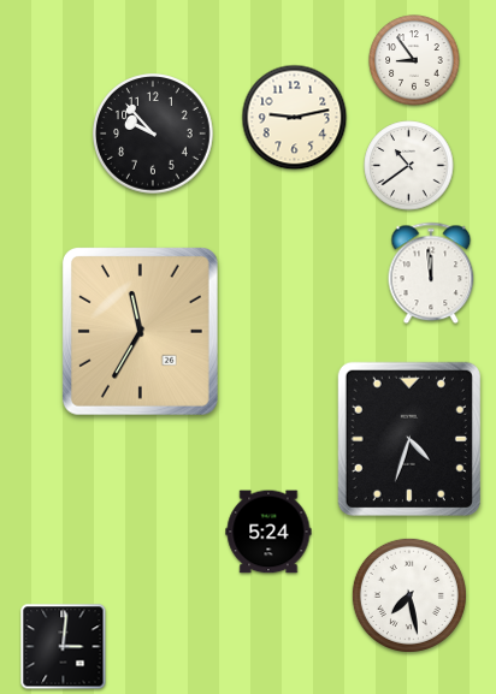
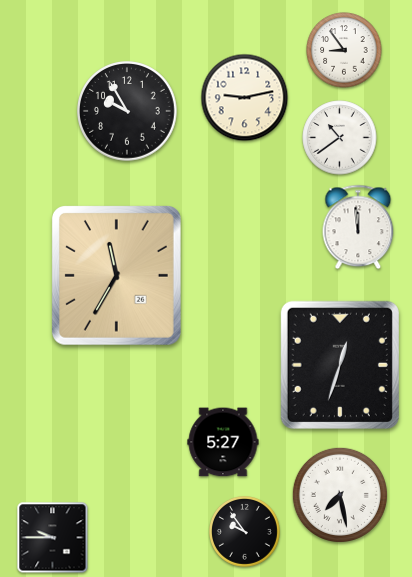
clock at (153, 134): 9:53 -> 9:55
clock at (409, 439): 4:33 -> 12:33
clock at (268, 532): 5:24 -> 5:27
clock at (245, 532): none -> 9:54
clock at (64, 647): 3:01 -> 9:45
